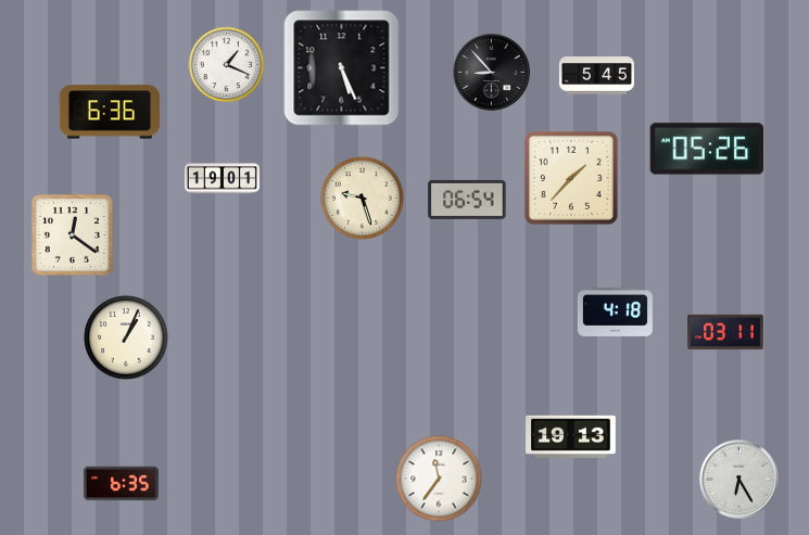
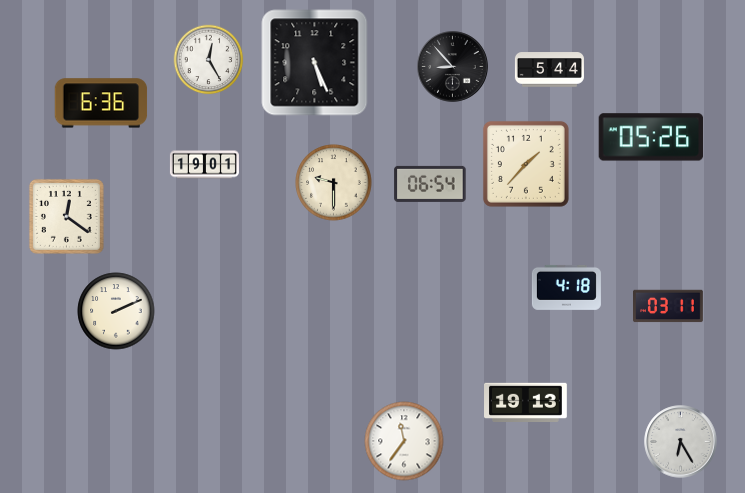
clock at (227, 65): 1:19 -> 12:25
clock at (596, 76): 5:45 -> 5:44
clock at (363, 199): 9:27 -> 9:30
clock at (126, 337): 1:04 -> 2:11
clock at (121, 484): 6:35 -> none
